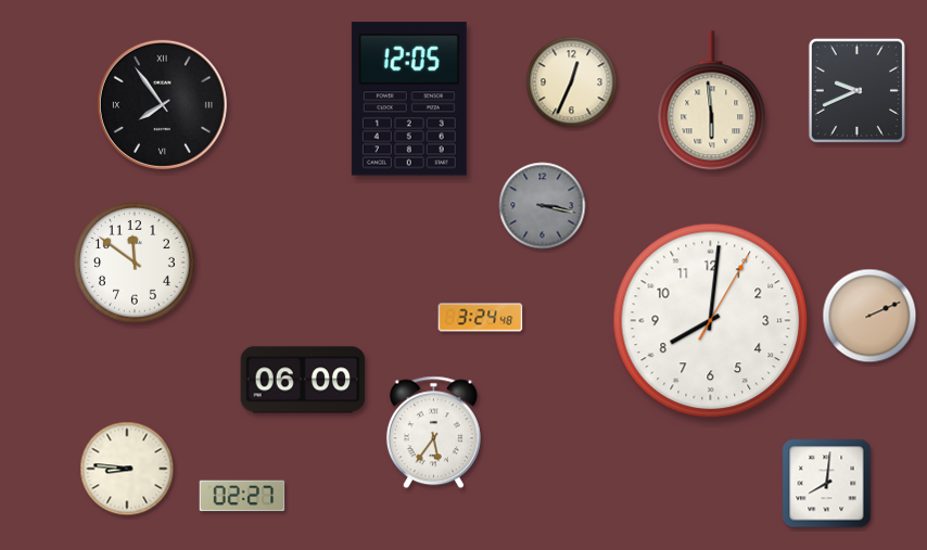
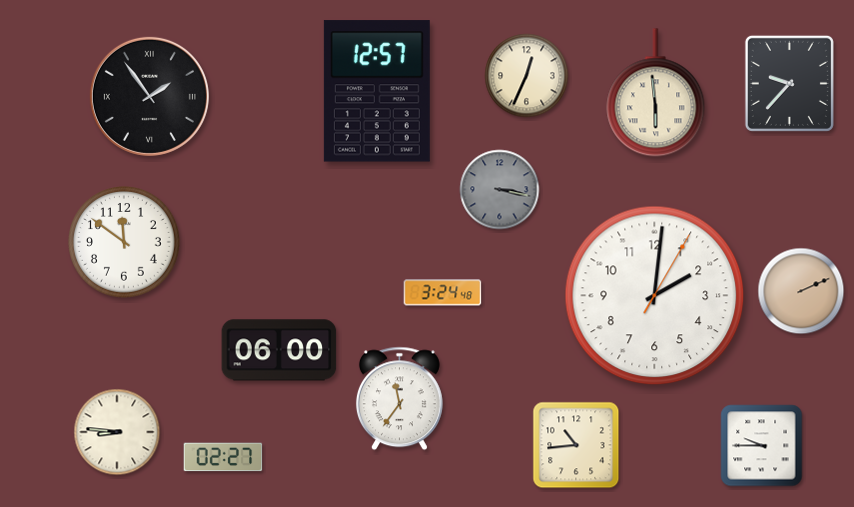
clock at (856, 90): 9:41 -> 9:37
clock at (409, 99): 12:05 -> 12:57
clock at (162, 104): 7:54 -> 1:54
clock at (711, 321): 8:01 -> 2:01
clock at (433, 433): 5:36 -> 11:36
clock at (576, 445): none -> 10:44
clock at (827, 484): 8:01 -> 9:45
